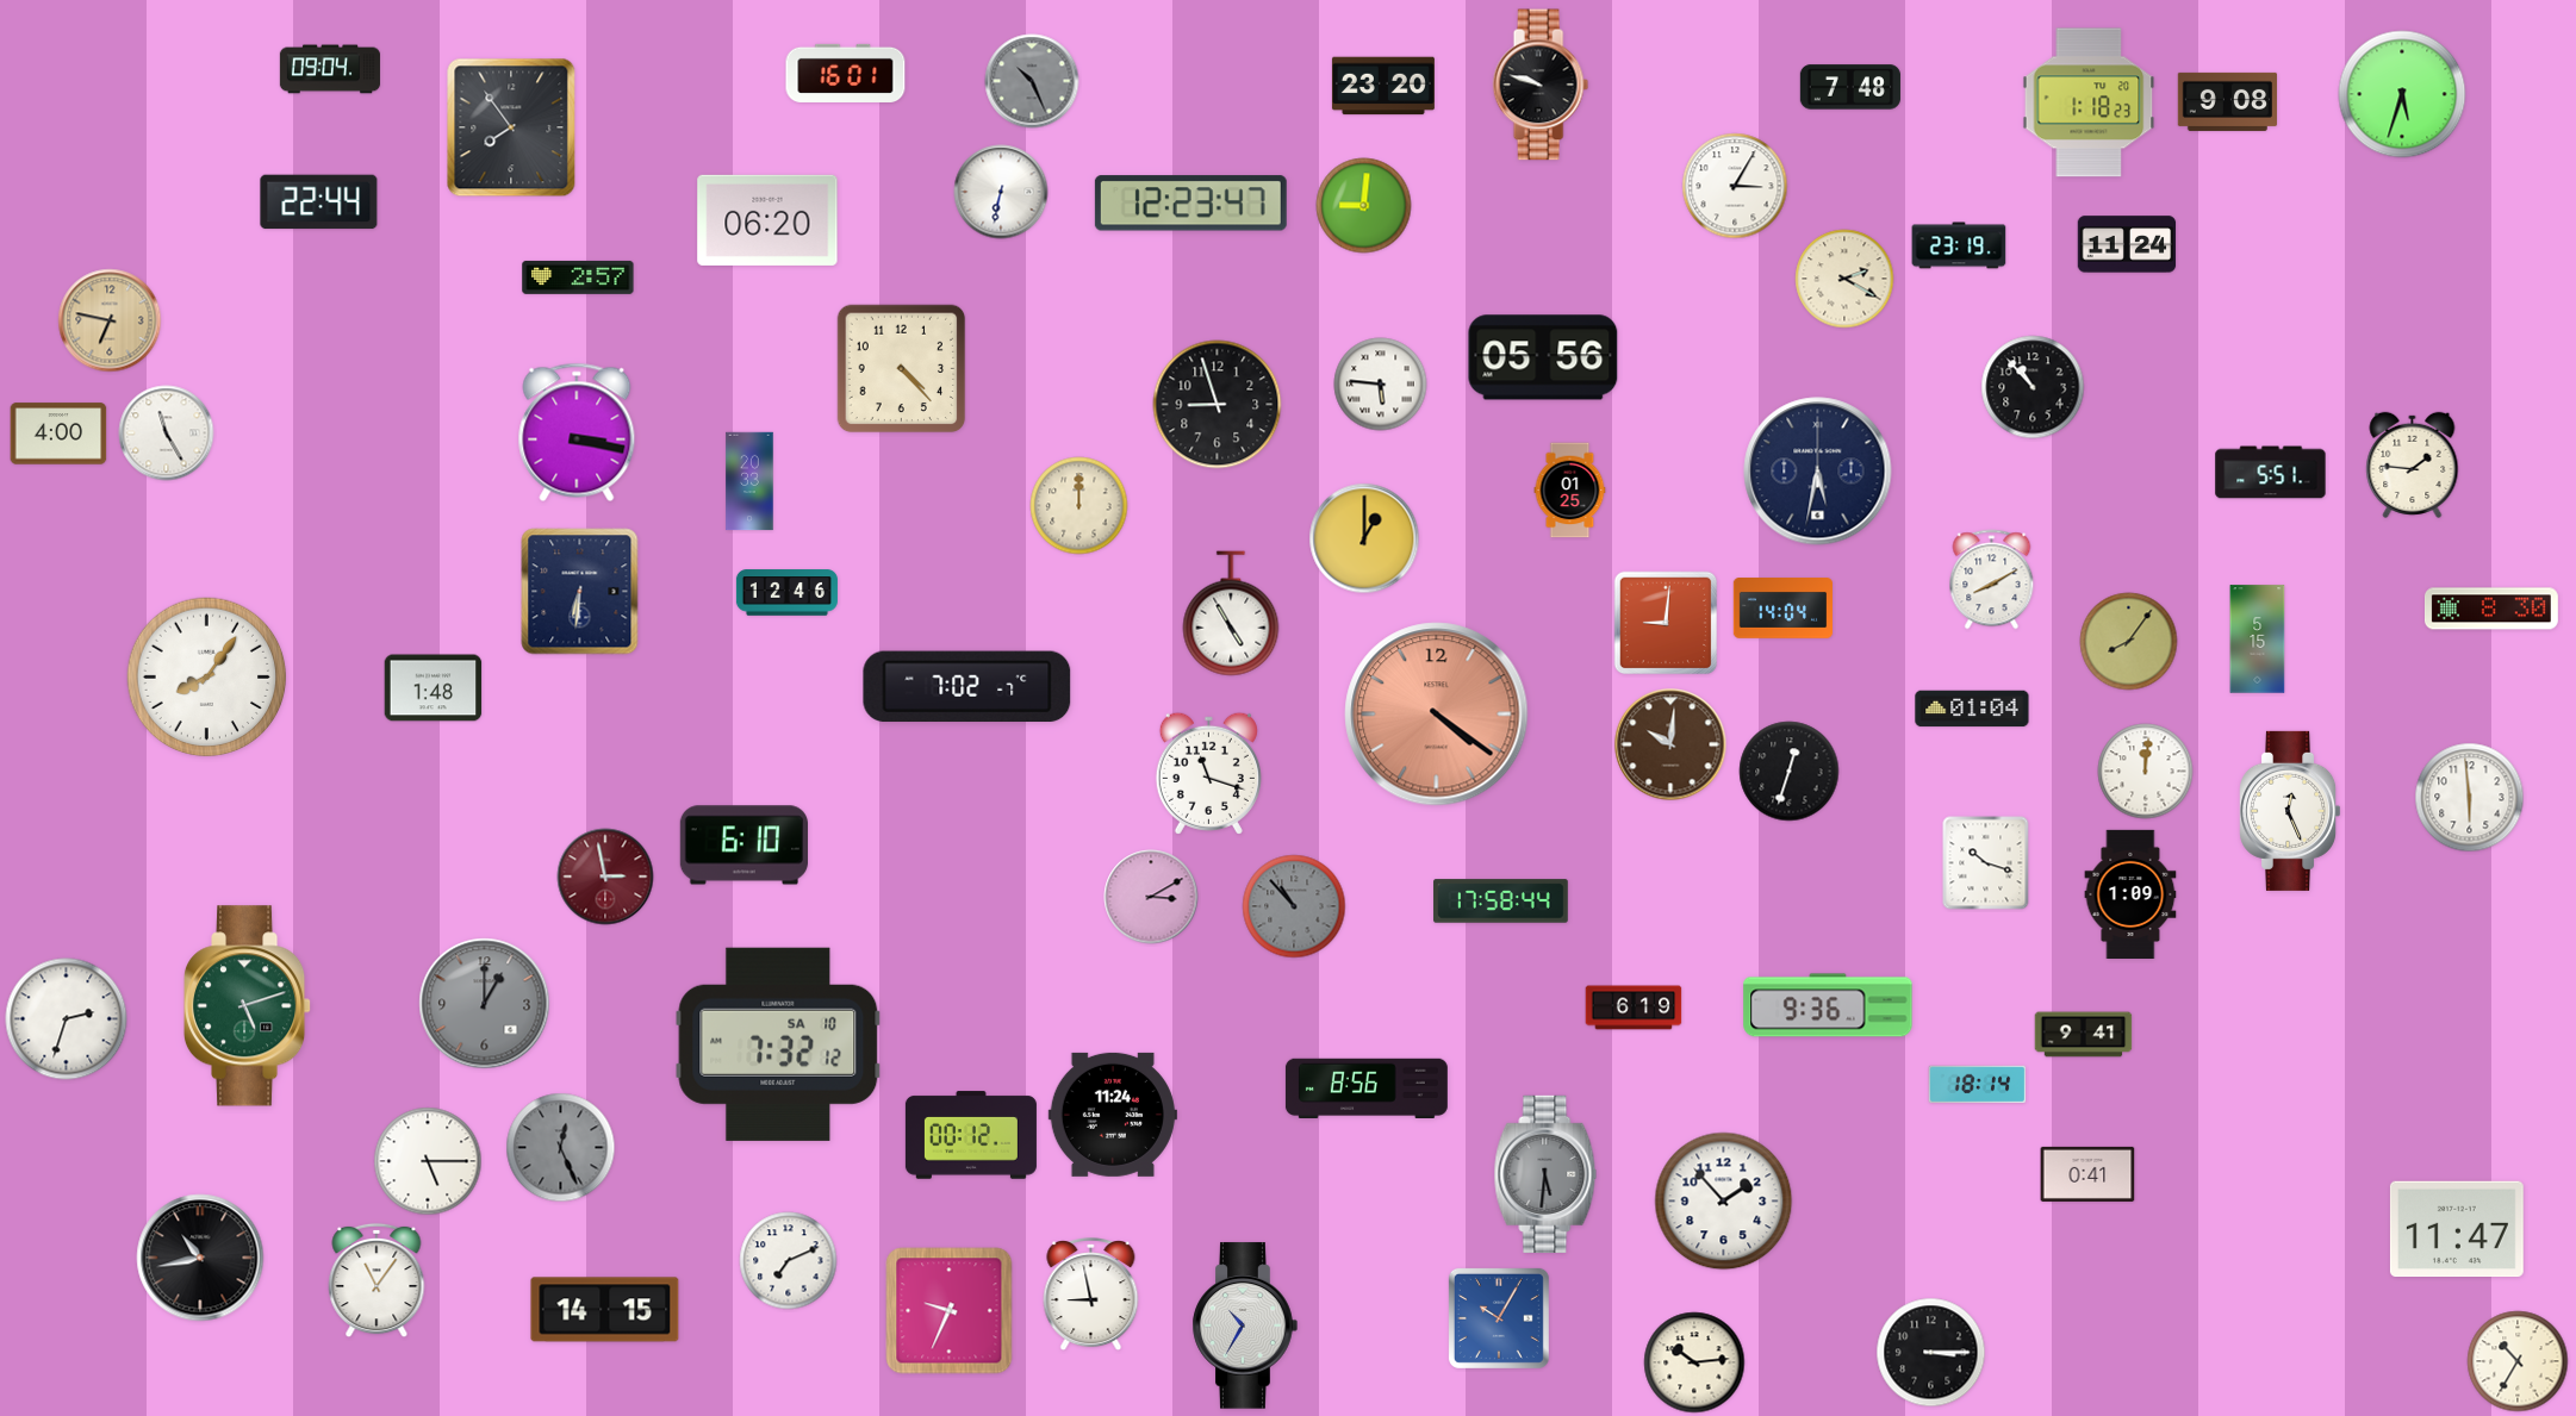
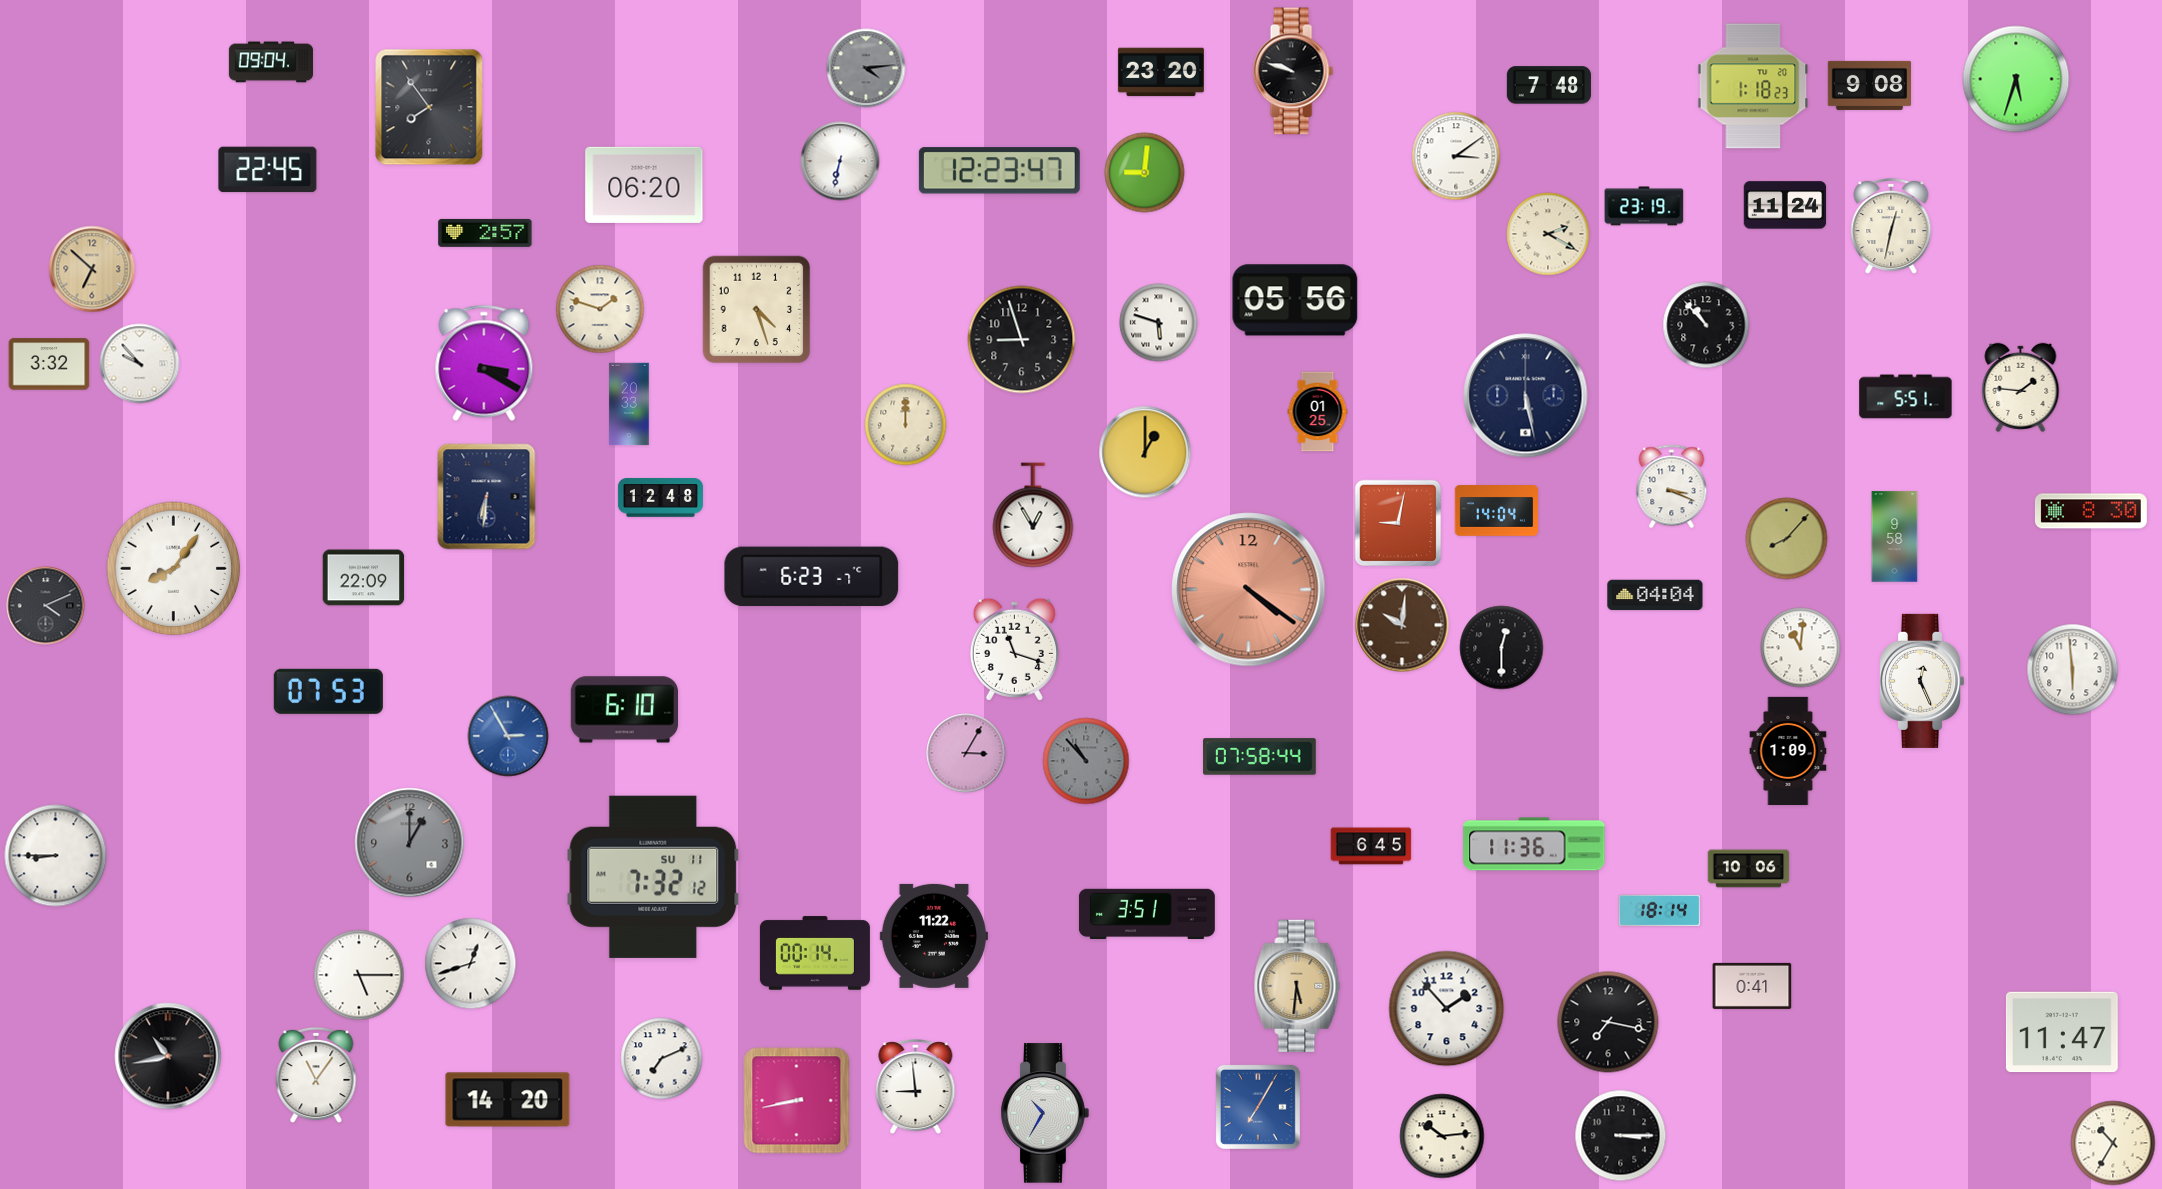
clock at (330, 69) position: (330, 69) -> (271, 62)
clock at (846, 73): 16:01 -> none
clock at (1032, 81): 10:26 -> 4:14
clock at (1850, 87) position: (1850, 87) -> (1549, 85)
clock at (1735, 186): 3:05 -> 3:09
clock at (319, 202): 22:44 -> 22:45
clock at (1891, 226): none -> 12:32
clock at (110, 320): 6:47 -> 6:52
clock at (600, 309): none -> 1:48
clock at (902, 369): 4:23 -> 4:27
clock at (1381, 385): 5:46 -> 5:48
clock at (577, 432): 3:17 -> 3:20
clock at (58, 433): 4:00 -> 3:32
clock at (167, 433): 11:25 -> 9:53
clock at (2413, 464) position: (2413, 464) -> (2021, 387)
clock at (1818, 472): 5:32 -> 5:28
clock at (1992, 580): 8:10 -> 3:19
clock at (786, 593): 12:46 -> 12:48
clock at (1231, 613): 4:55 -> 12:55
clock at (1666, 623): 9:01 -> 9:02
clock at (2258, 640): 5:15 -> 9:58
clock at (2129, 642): 8:06 -> 8:07
clock at (967, 687): 7:02 -> 6:23
clock at (434, 688): 1:48 -> 22:09
clock at (1972, 709): 01:04 -> 04:04
clock at (1437, 715) position: (1437, 715) -> (1249, 590)
clock at (46, 606): none -> 4:11
clock at (1790, 772): 12:33 -> 12:30
clock at (2146, 772): 12:01 -> 11:01
clock at (328, 691): none -> 07:53
clock at (1986, 863): 10:18 -> none
clock at (605, 877): 2:58 -> 2:55
clock at (605, 877) dial: burgundy -> blue
clock at (1151, 897): 3:10 -> 3:05
clock at (1501, 902): 17:58 -> 07:58
clock at (485, 1004) position: (485, 1004) -> (410, 843)
clock at (1828, 1005): 9:36 -> 11:36
clock at (248, 1006): 5:12 -> none
clock at (1634, 1008): 6:19 -> 6:45
clock at (67, 1019): 2:33 -> 8:45
clock at (2084, 1035): 9:41 -> 10:06
clock at (778, 1044) date: SA 10 -> SU 11
clock at (1367, 1087): 8:56 -> 3:51
clock at (1113, 1115): 11:24 -> 11:22
clock at (971, 1135): 00:12 -> 00:14
clock at (561, 1148): 12:26 -> 12:42
clock at (561, 1148) dial: grey -> white
clock at (1545, 1174) dial: grey -> champagne
clock at (1608, 1022): none -> 7:17
clock at (1091, 1296): 8:58 -> 8:59
clock at (605, 1310): 14:15 -> 14:20
clock at (950, 1311): 9:34 -> 8:43
clock at (1499, 1318): 10:05 -> 7:05
clock at (1694, 1362) position: (1694, 1362) -> (1442, 1136)
